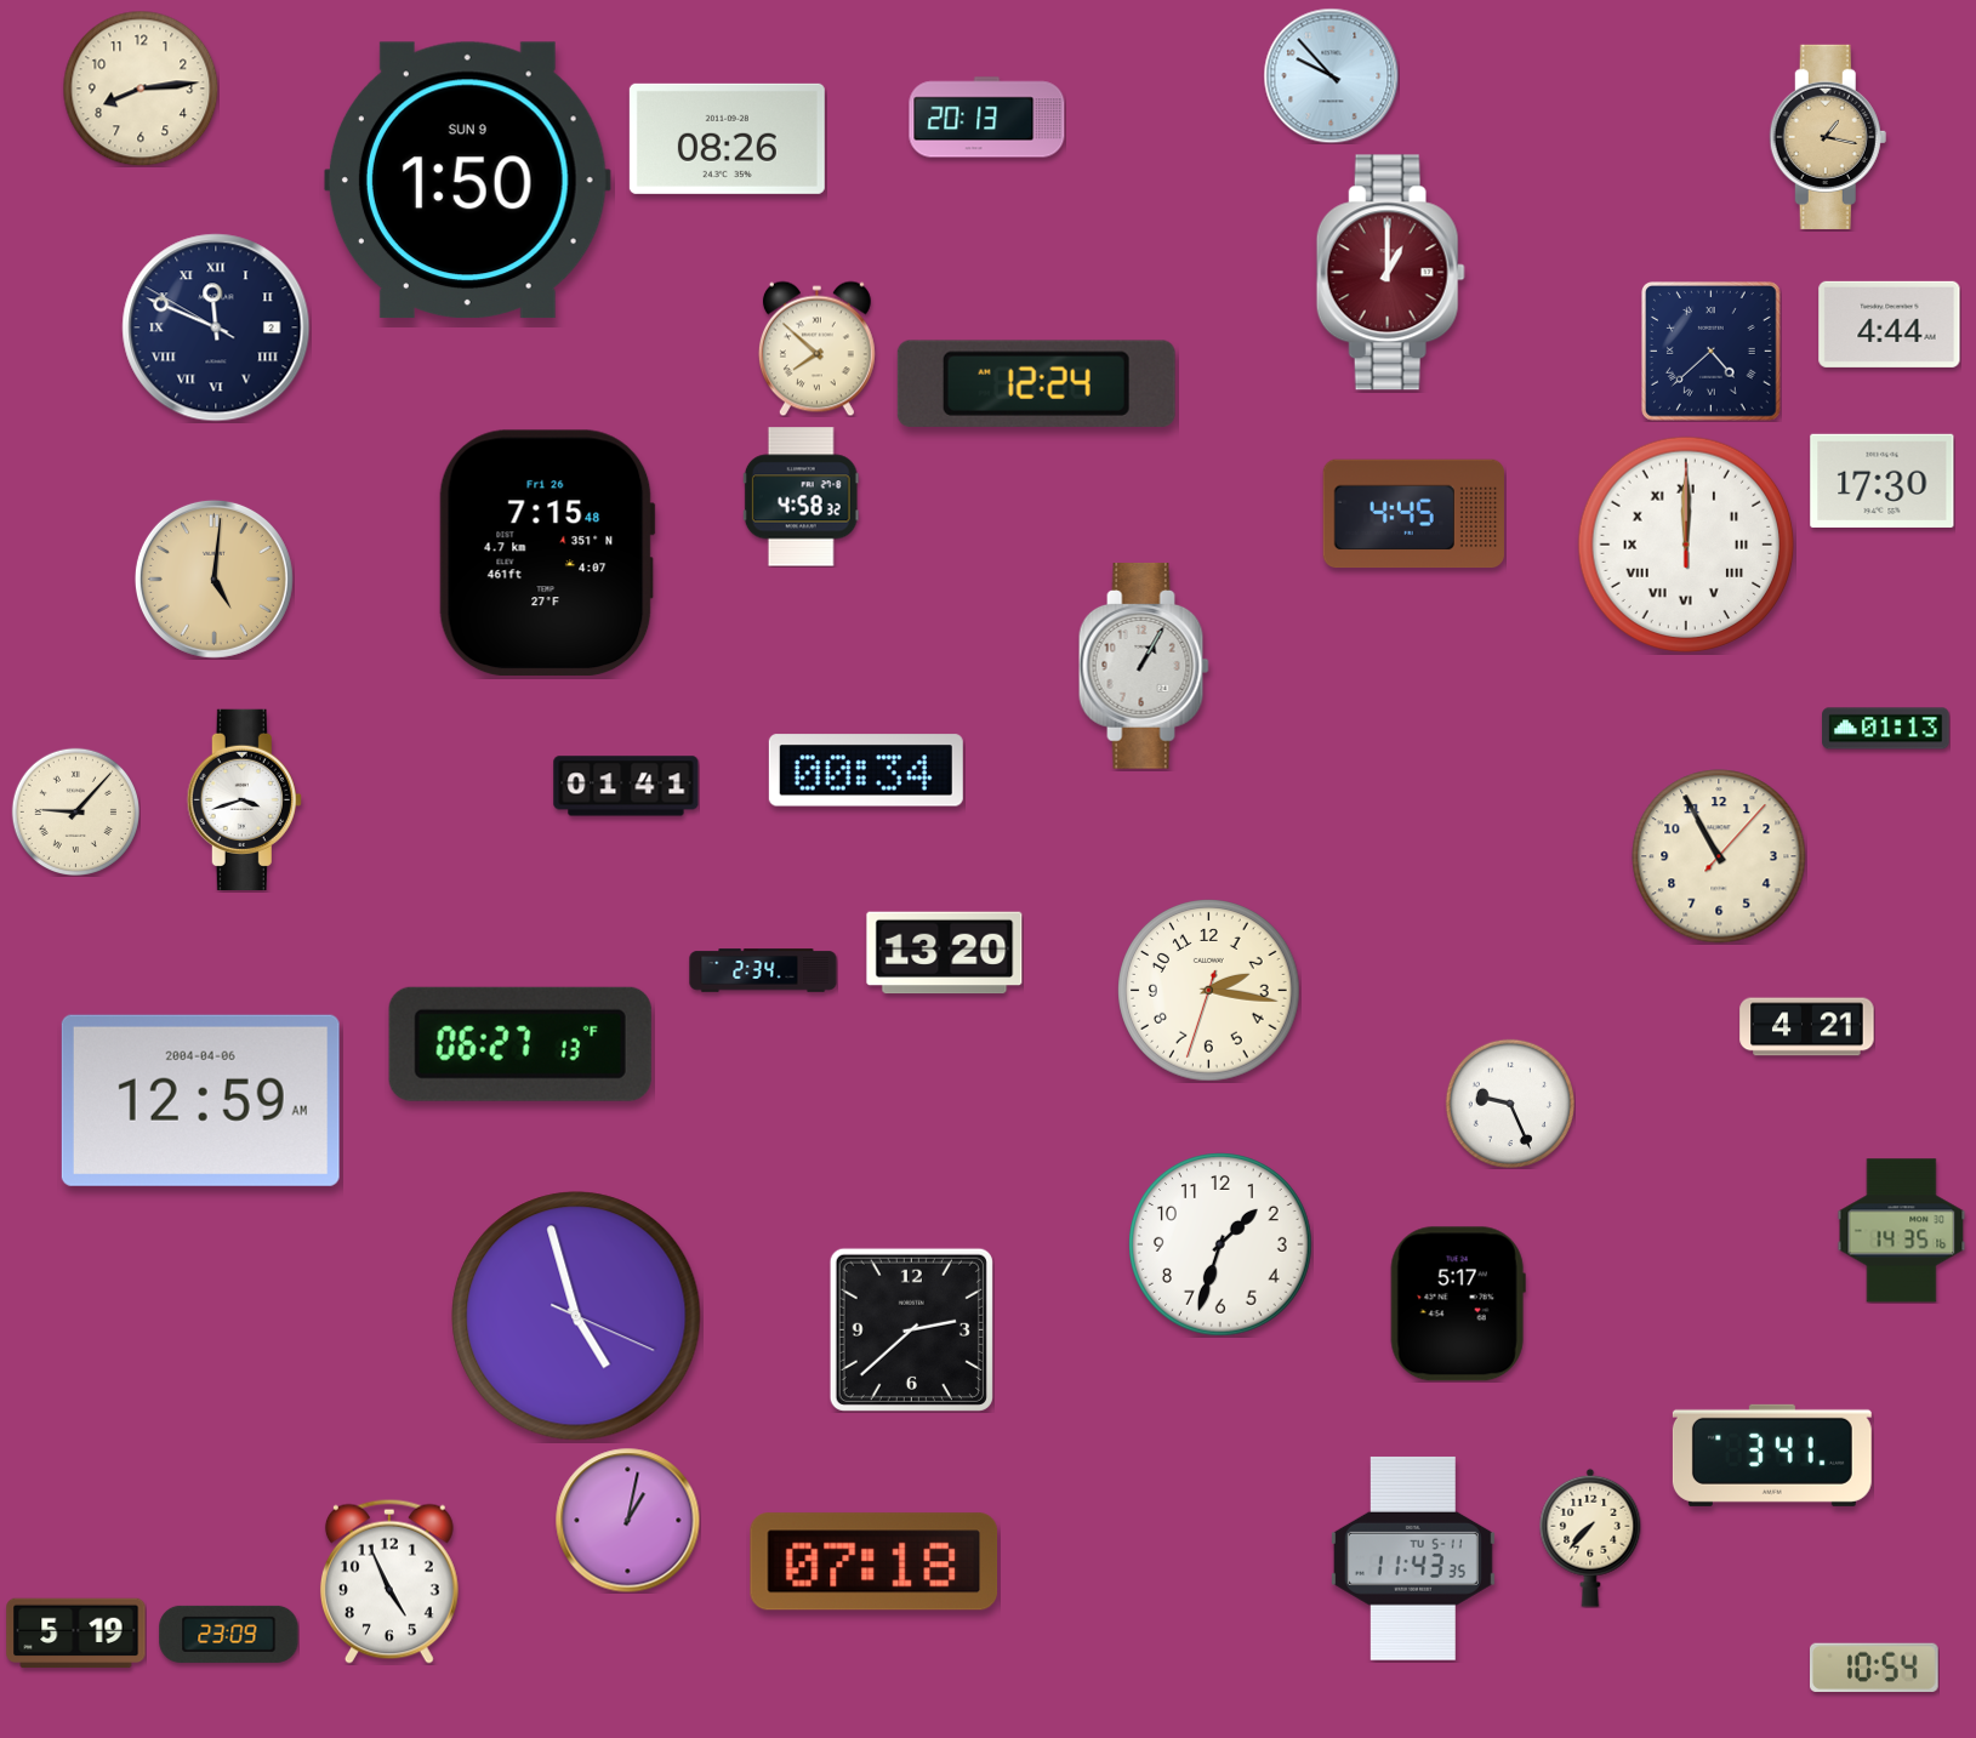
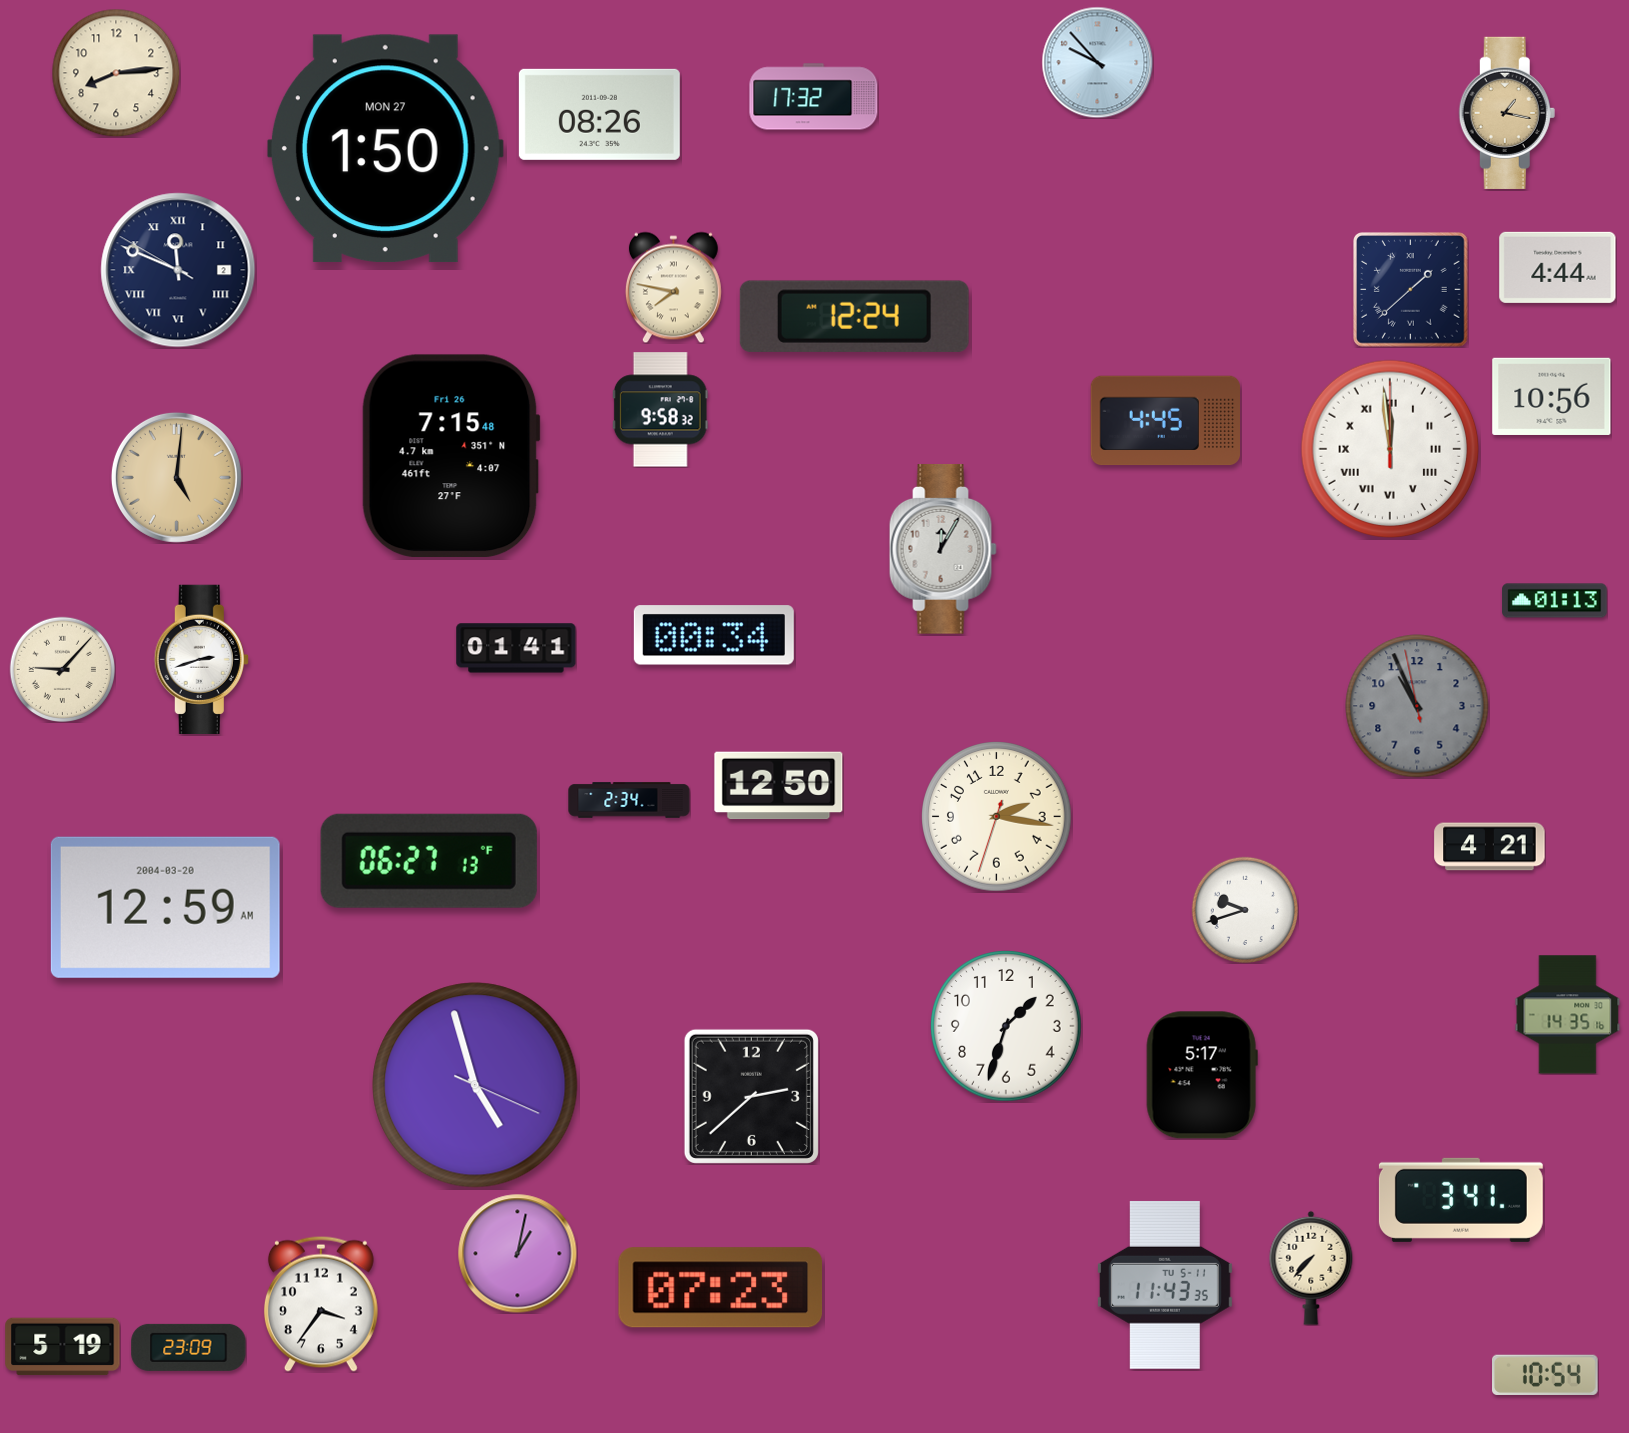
clock at (987, 118): 20:13 -> 17:32
clock at (467, 181) date: SUN 9 -> MON 27
clock at (1390, 273): 1:00 -> none
clock at (816, 348): 7:52 -> 7:47
clock at (1712, 352): 4:38 -> 1:38
clock at (1883, 480): 17:30 -> 10:56
clock at (801, 497): 4:58 -> 9:58
clock at (1413, 514) position: (1413, 514) -> (1165, 421)
clock at (1686, 545): 12:00 -> 11:59
clock at (1144, 667): 1:05 -> 12:05
clock at (244, 799): 3:42 -> 2:42
clock at (1719, 856): 10:55:07 -> 10:55:58
clock at (1719, 856) dial: cream -> grey
clock at (945, 953): 13:20 -> 12:50
clock at (200, 1100) date: 2004-04-06 -> 2004-03-20
clock at (1509, 1102): 9:26 -> 9:42
clock at (875, 1562): 07:18 -> 07:23
clock at (389, 1582): 4:56 -> 3:36
